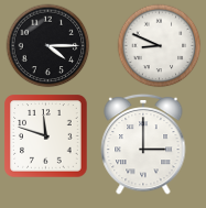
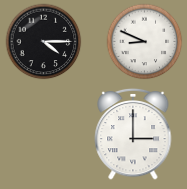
clock at (46, 136): 11:48 -> none
clock at (143, 144) position: (143, 144) -> (133, 134)
